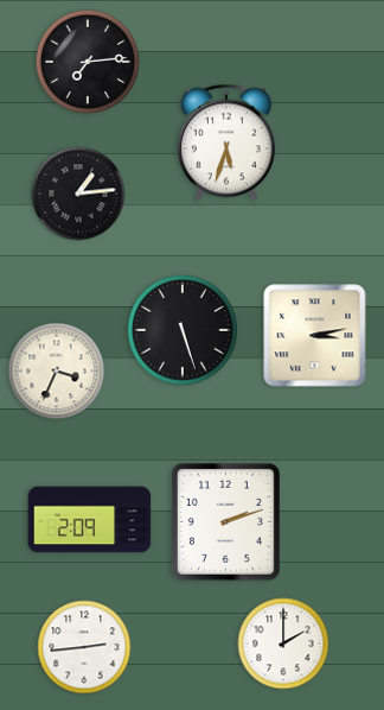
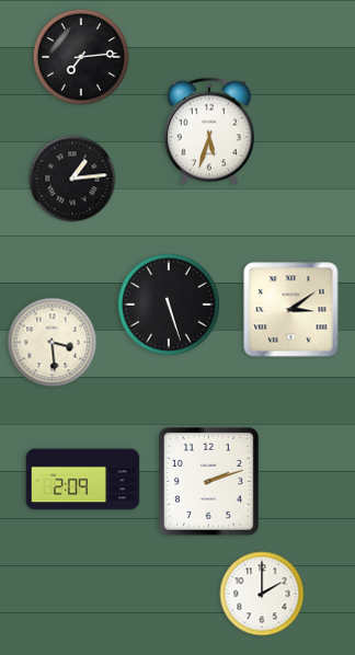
clock at (315, 336): 3:13 -> 3:09
clock at (57, 372): 3:34 -> 3:29
clock at (84, 647): 2:44 -> none
